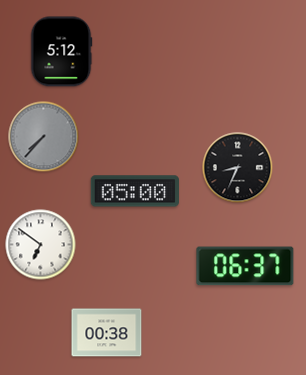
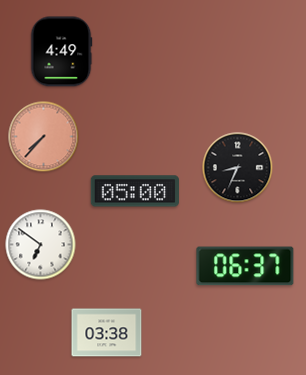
clock at (61, 52): 5:12 -> 4:49
clock at (44, 137) dial: grey -> salmon
clock at (107, 333): 00:38 -> 03:38
